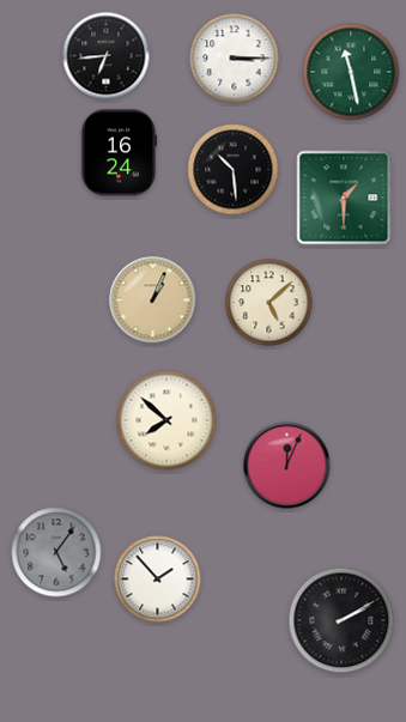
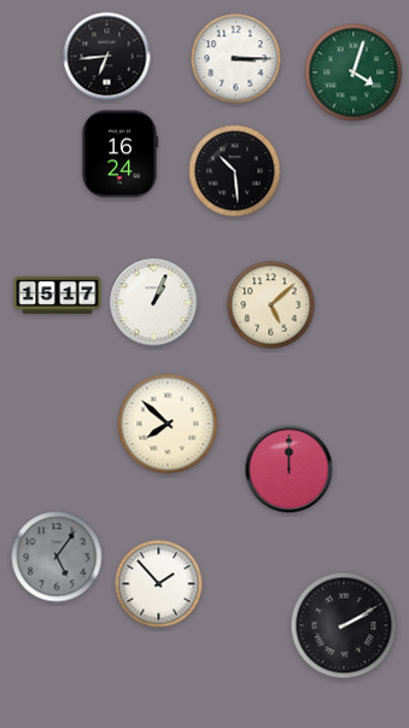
clock at (351, 72): 11:28 -> 4:03
clock at (344, 198): 1:30 -> none
clock at (58, 296): none -> 15:17
clock at (153, 301) dial: champagne -> white
clock at (287, 466): 12:04 -> 12:00
